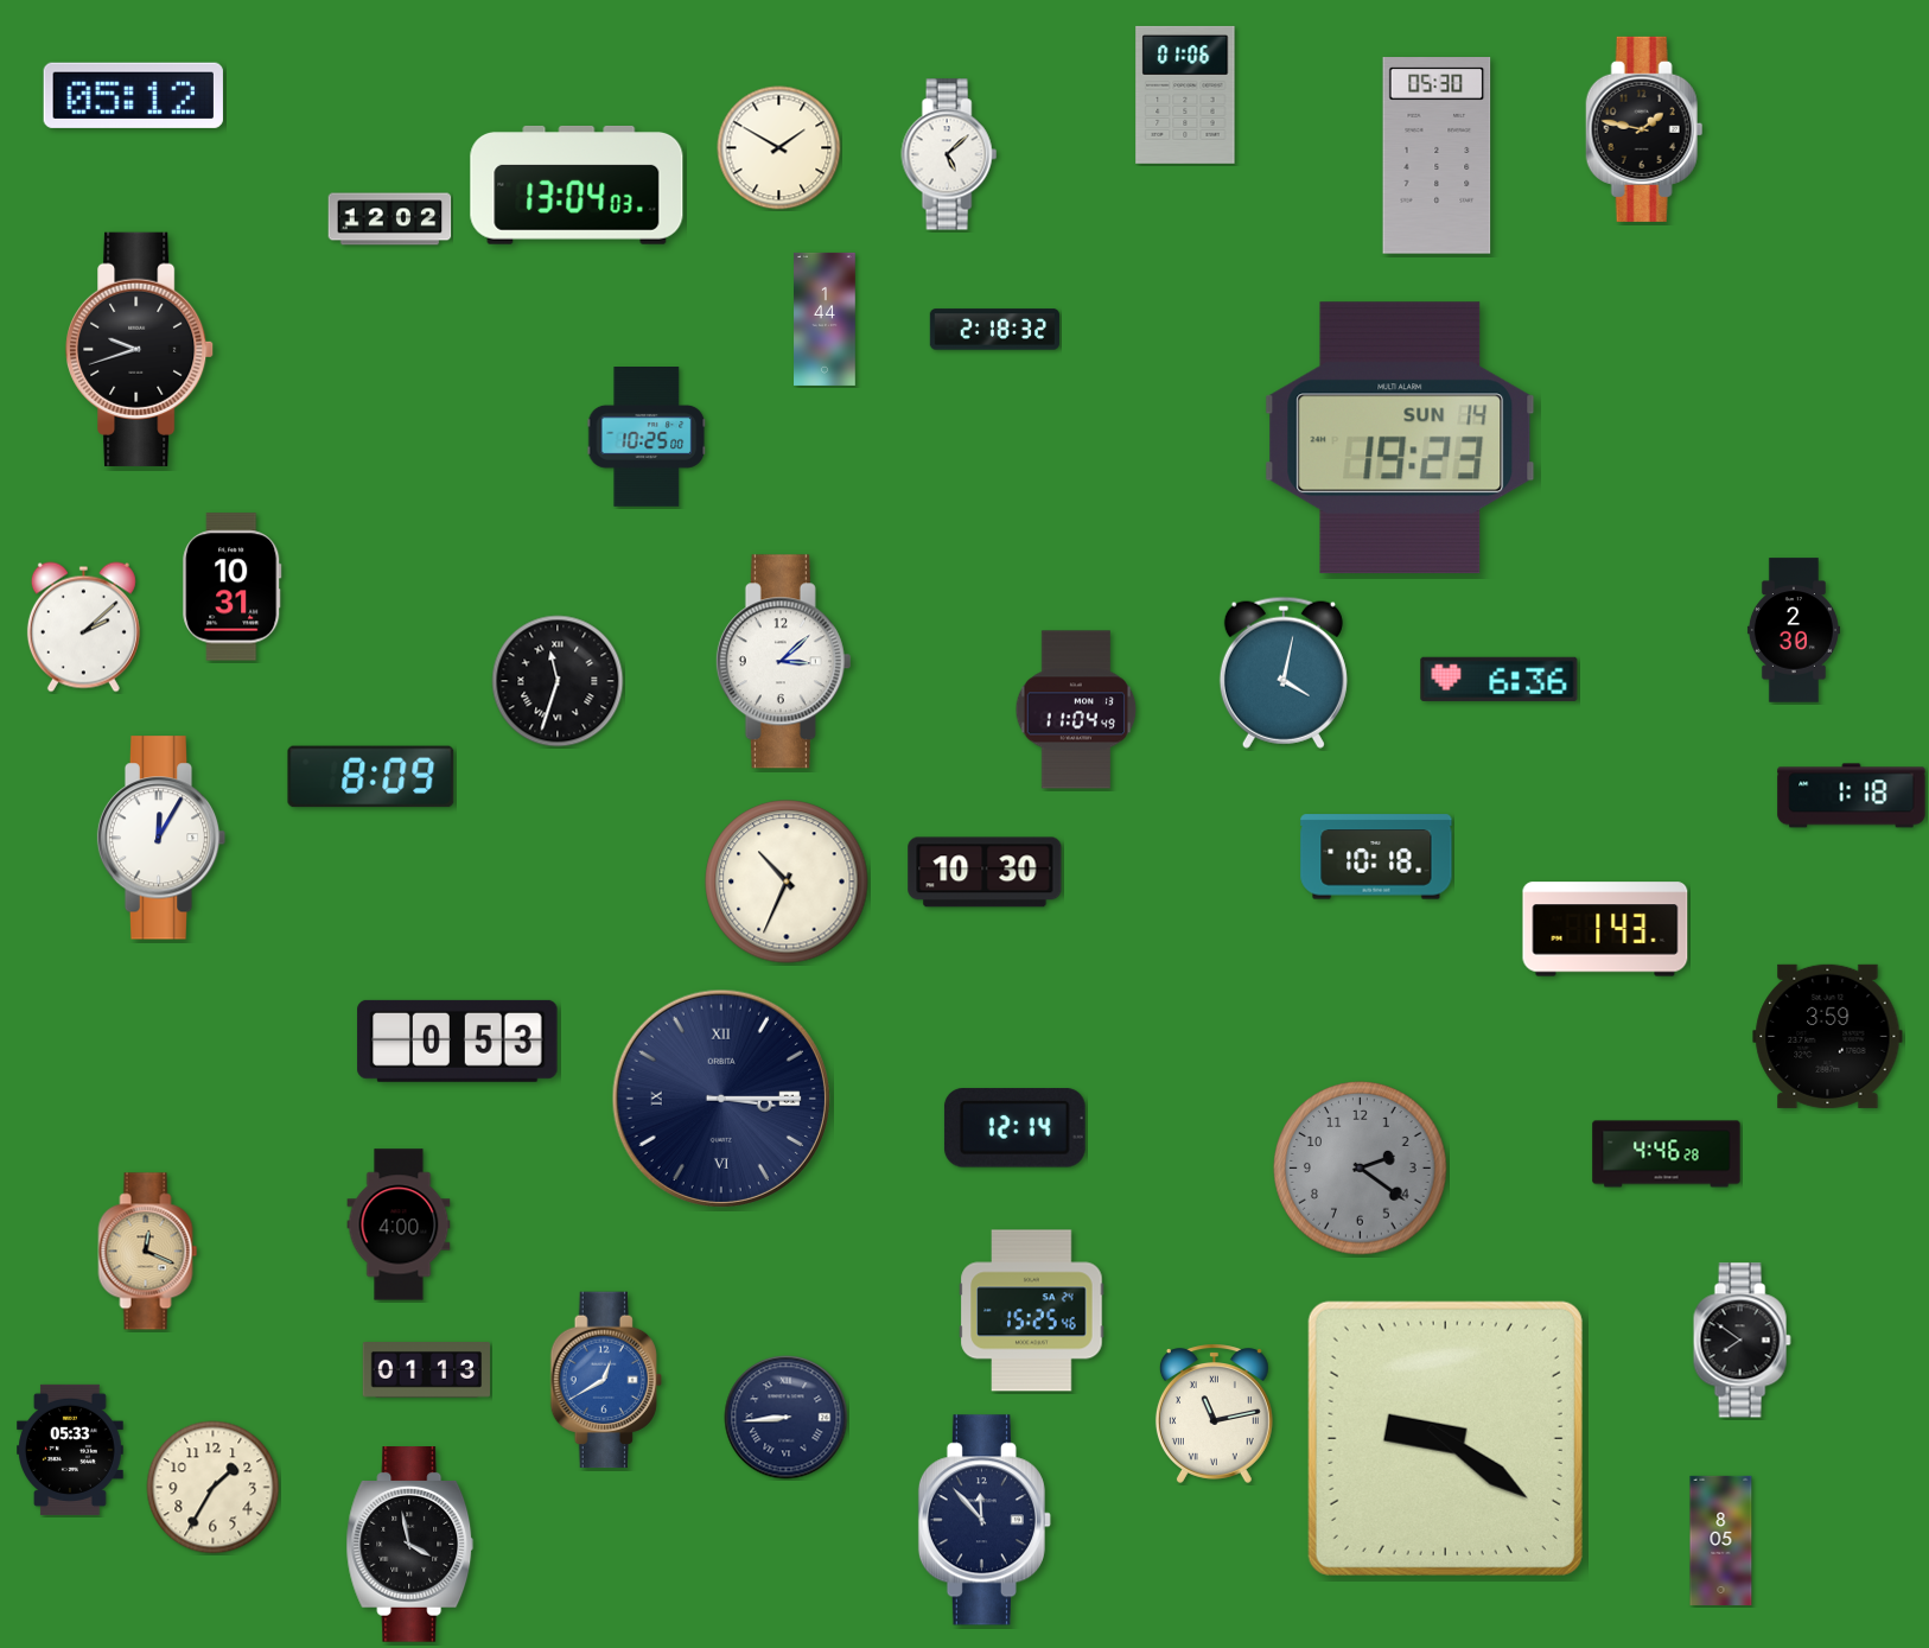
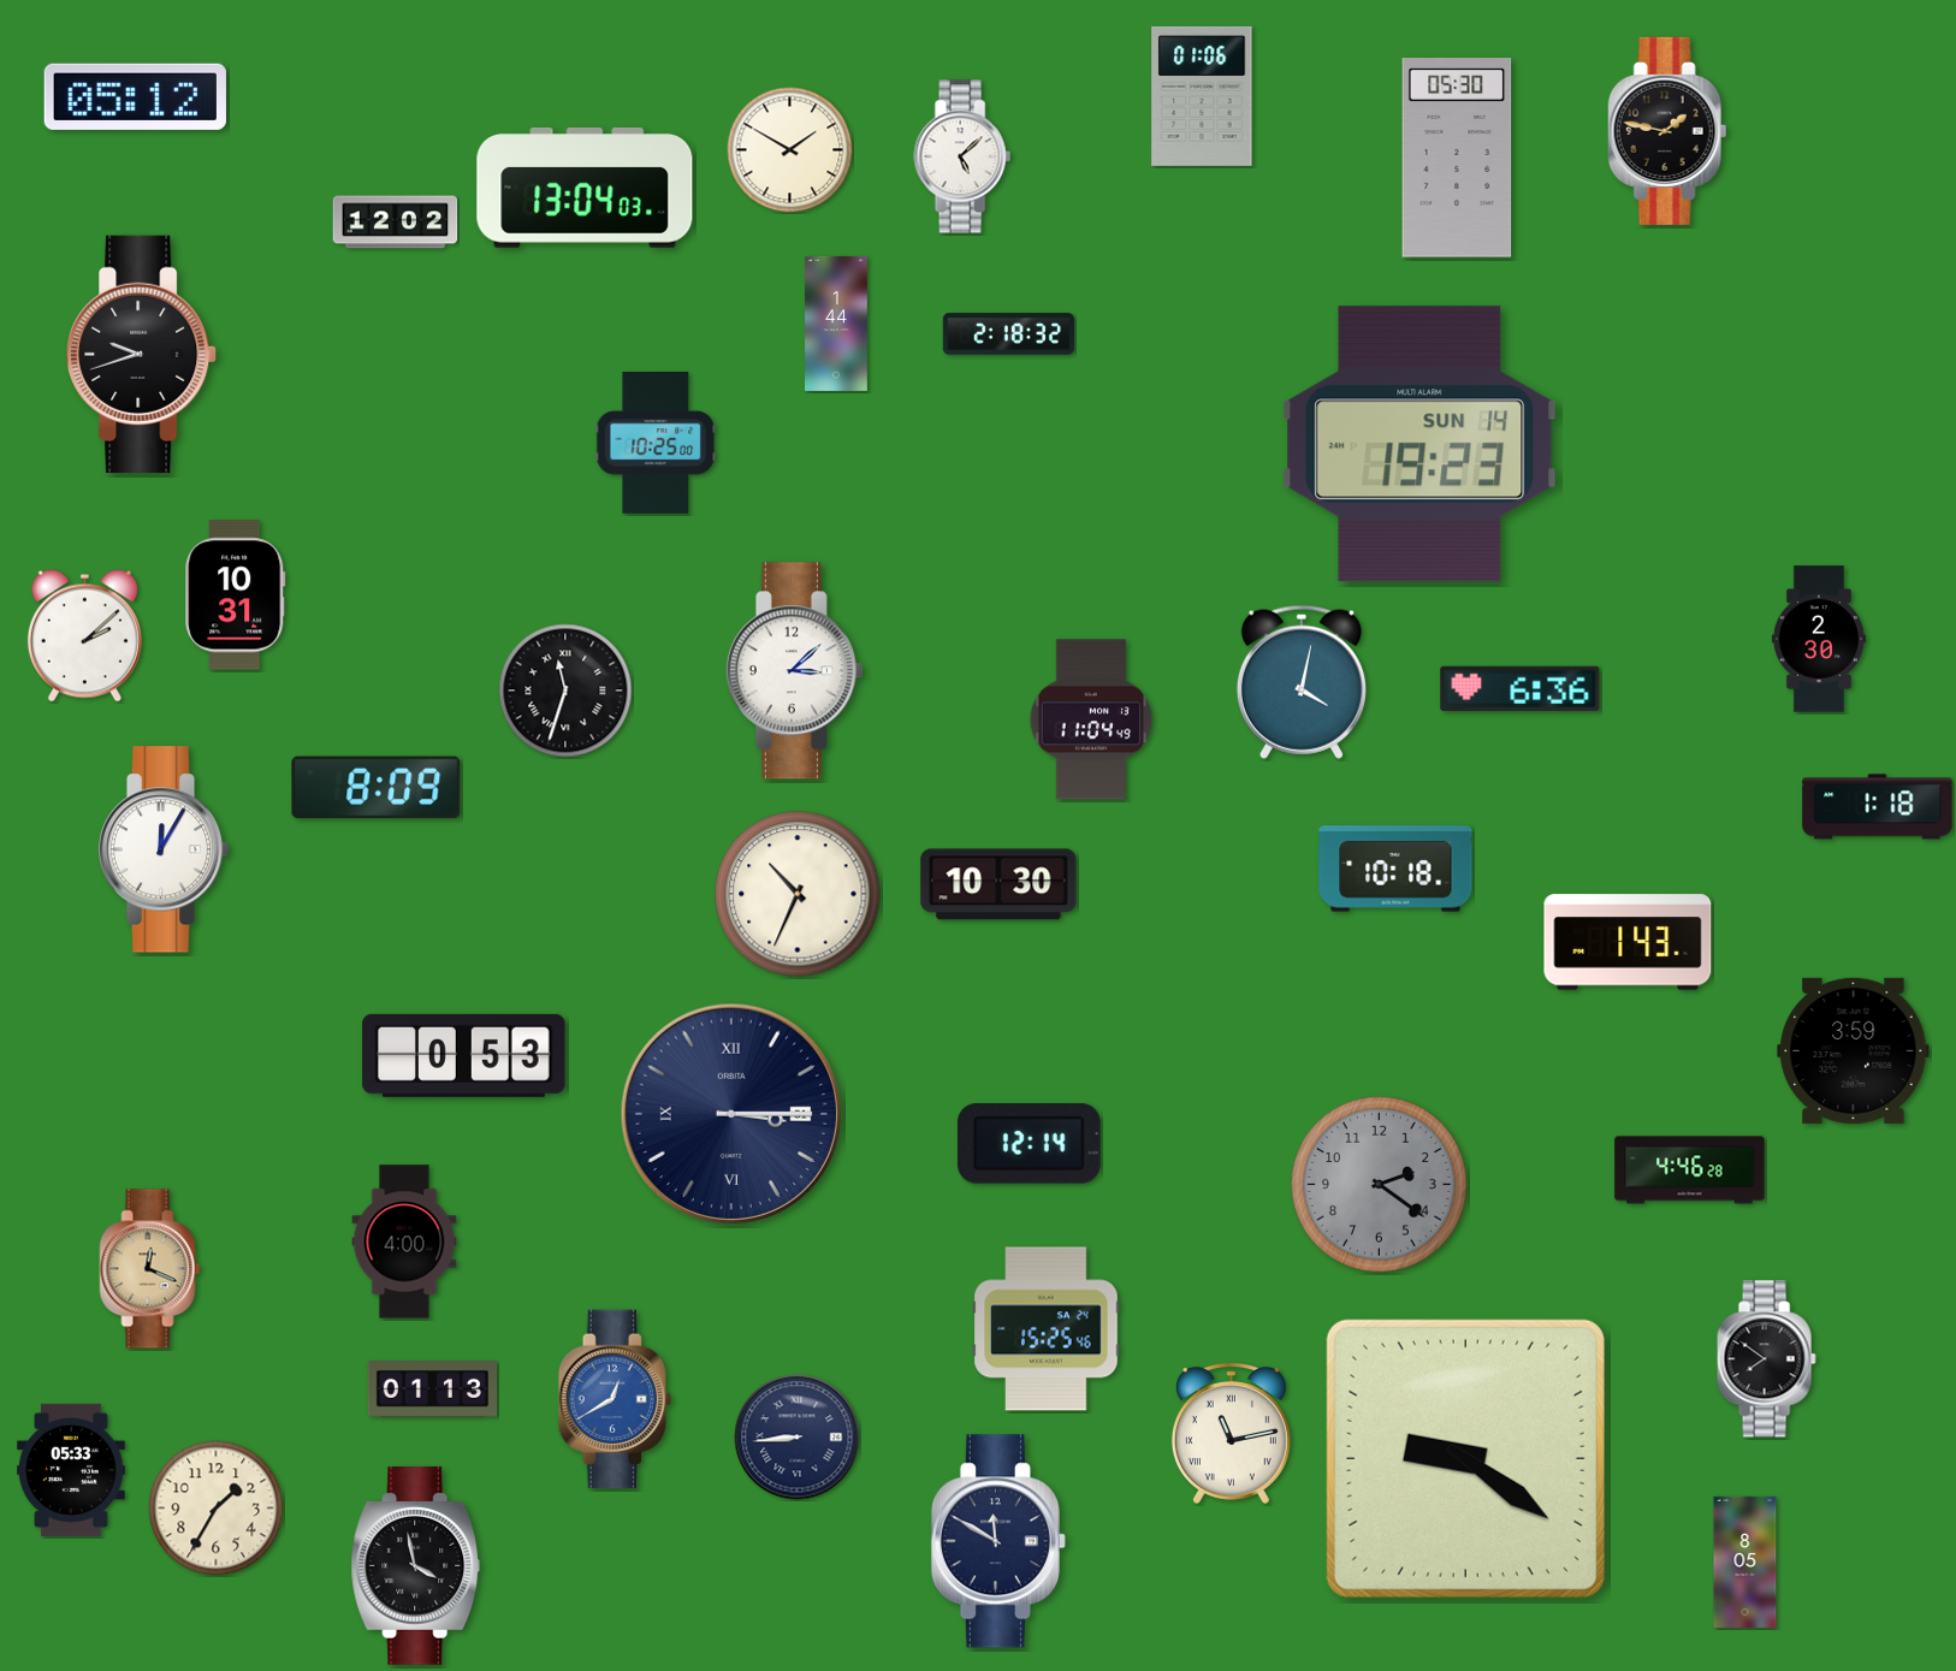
clock at (985, 1520): 11:53 -> 11:50
